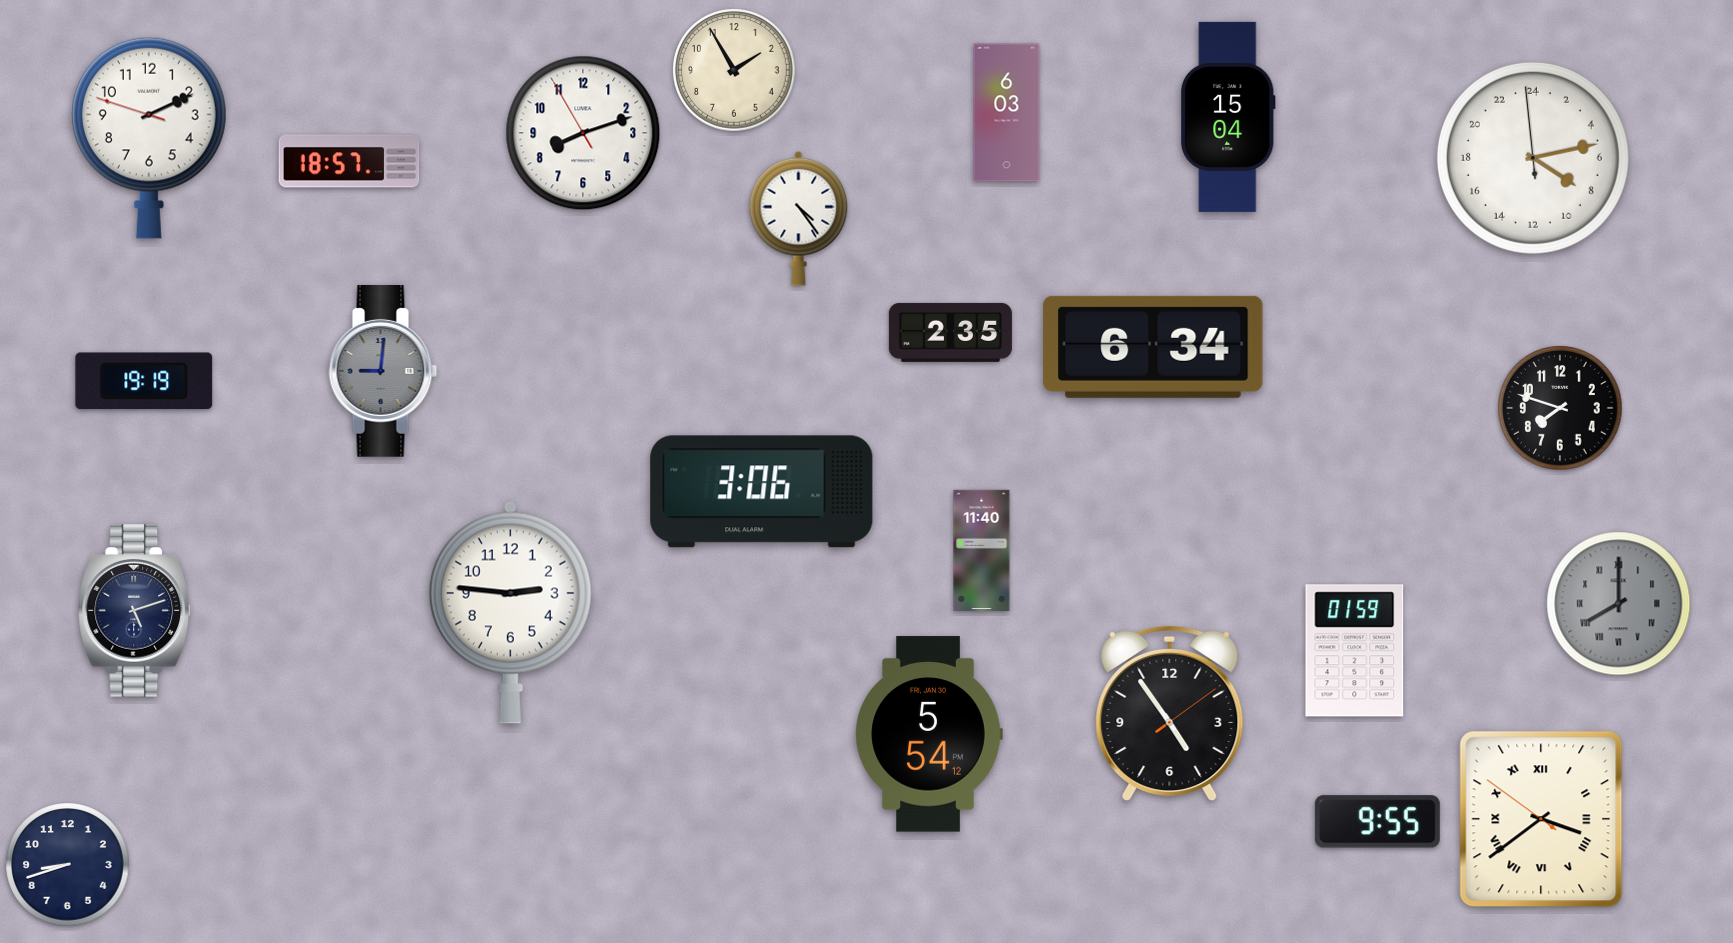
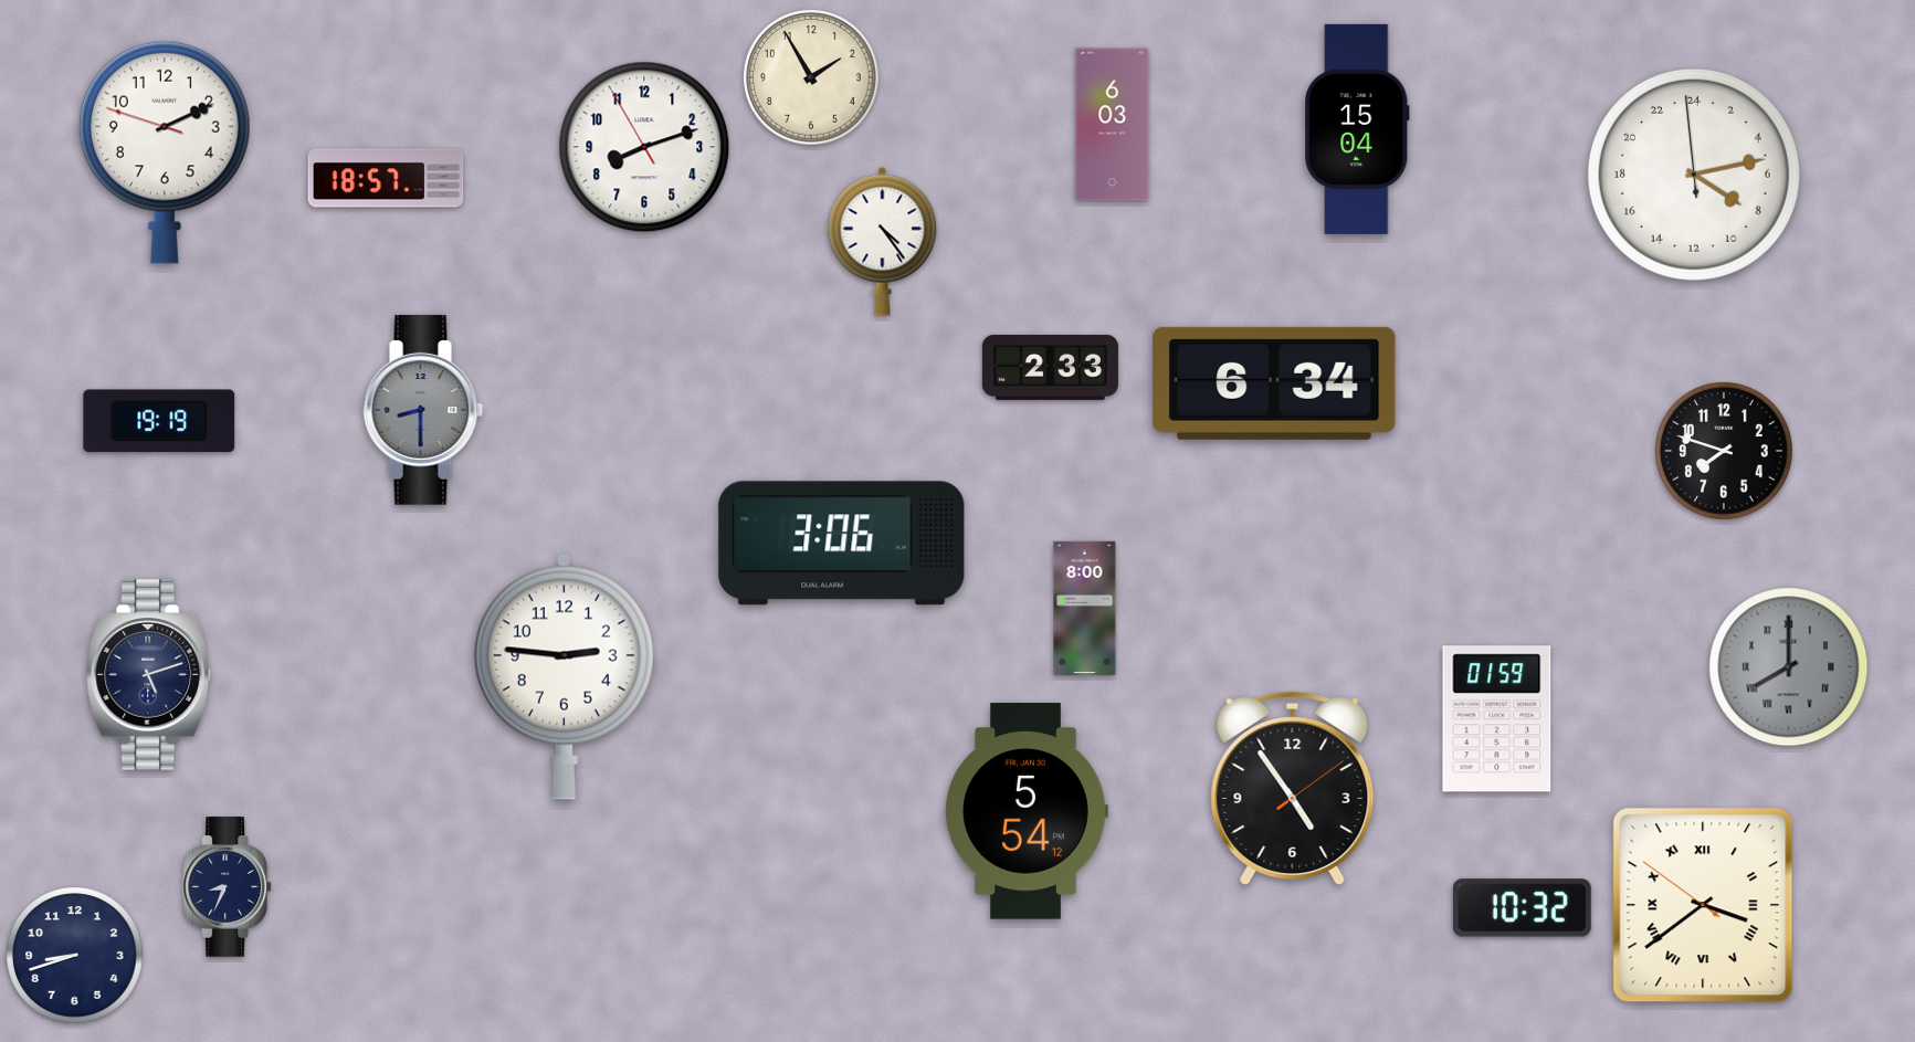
clock at (950, 332): 2:35 -> 2:33
clock at (383, 372): 9:01 -> 8:30
clock at (982, 550): 11:40 -> 8:00
clock at (228, 887): none -> 8:34
clock at (1377, 822): 9:55 -> 10:32
